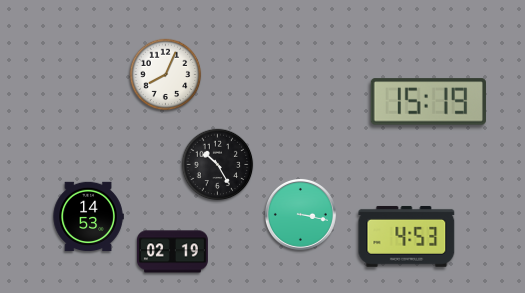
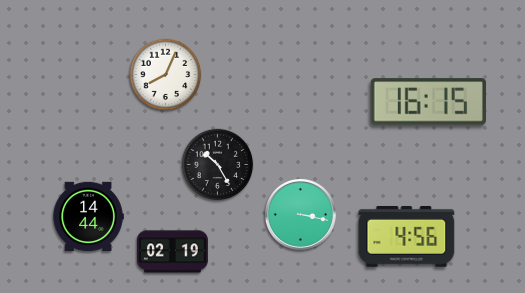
clock at (428, 102): 15:19 -> 16:15
clock at (88, 217): 14:53 -> 14:44
clock at (407, 236): 4:53 -> 4:56
